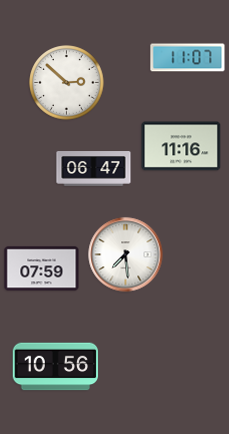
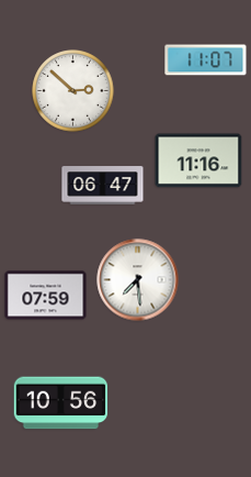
clock at (188, 58) position: (188, 58) -> (206, 60)
